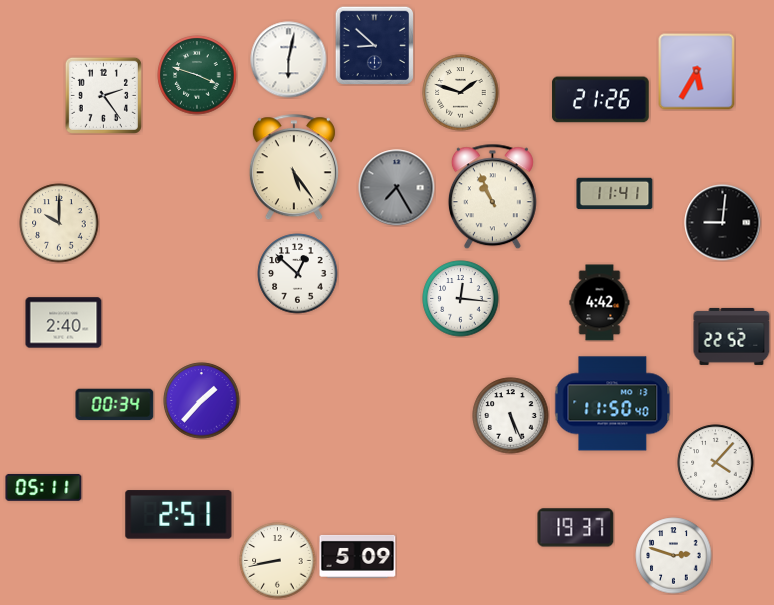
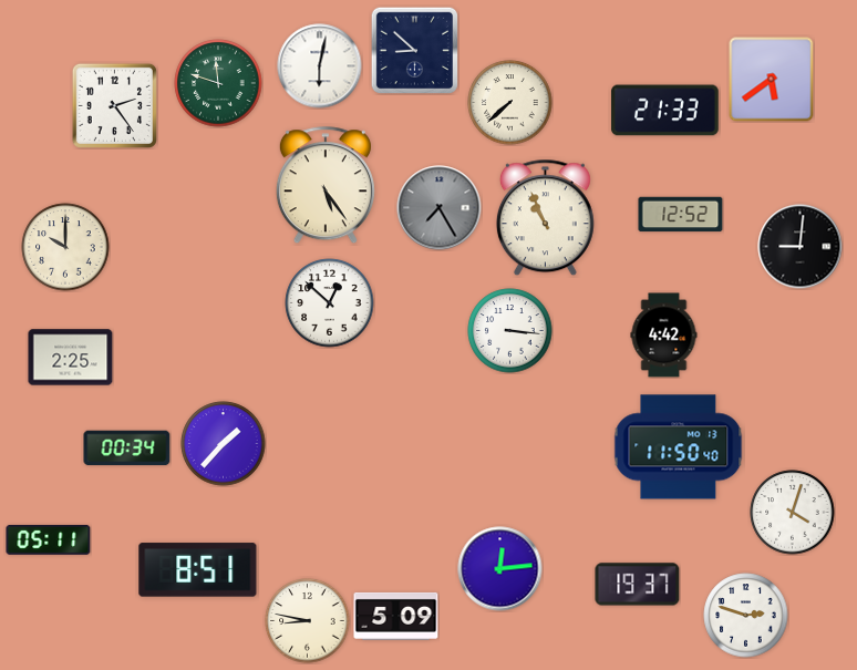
clock at (697, 72): 5:35 -> 5:39
clock at (197, 75): 3:48 -> 11:48
clock at (461, 93): 1:48 -> 7:38
clock at (601, 100): 21:26 -> 21:33
clock at (615, 194): 11:41 -> 12:52
clock at (461, 299): 12:16 -> 3:16
clock at (64, 323): 2:40 -> 2:25
clock at (732, 336): 22:52 -> none
clock at (511, 416): 5:26 -> none
clock at (716, 463): 4:07 -> 4:03
clock at (500, 569): none -> 12:14
clock at (179, 515): 2:51 -> 8:51
clock at (278, 561): 8:43 -> 8:47
